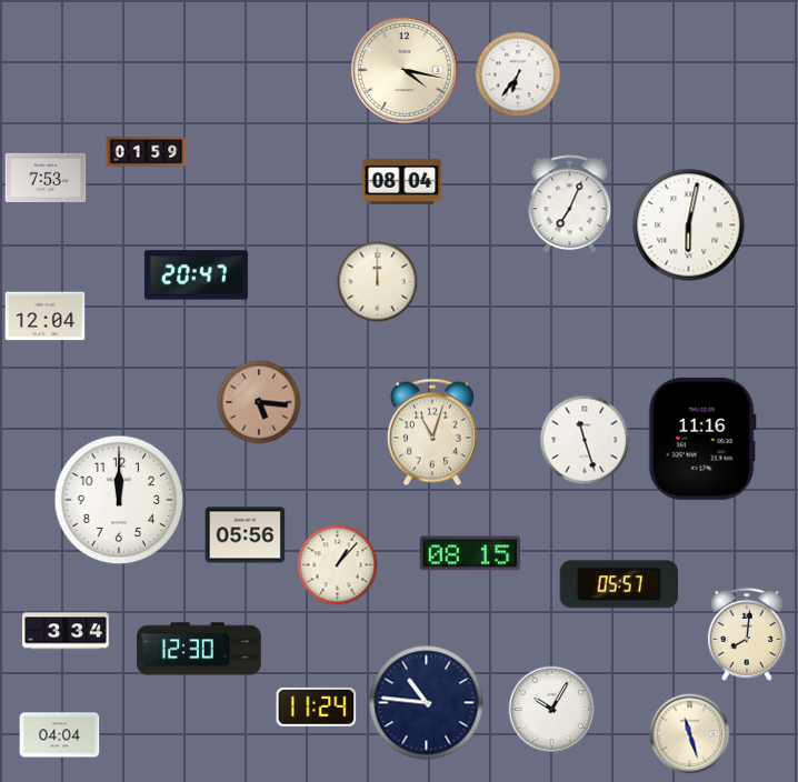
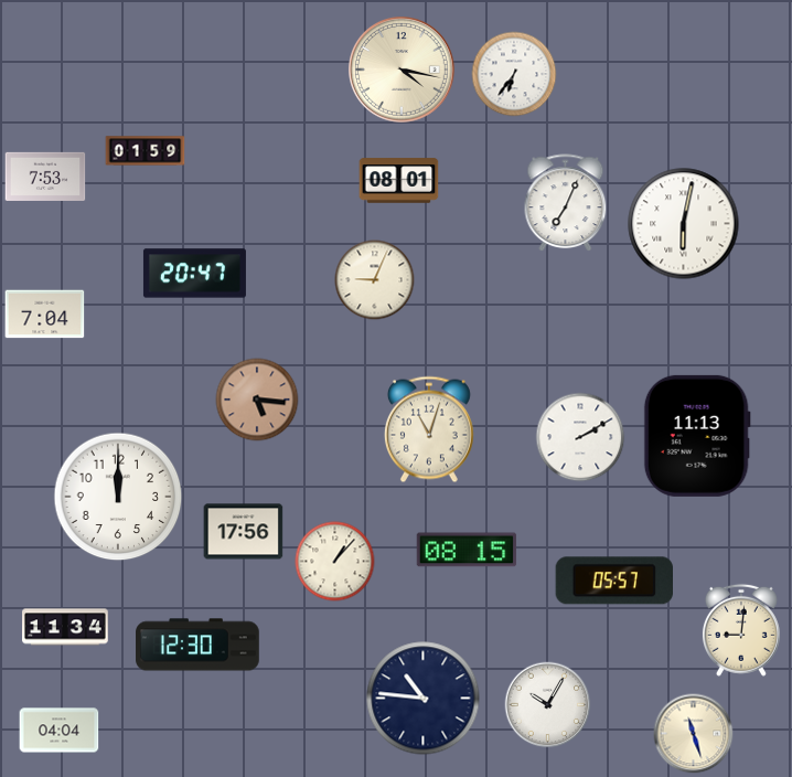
clock at (402, 182): 08:04 -> 08:01
clock at (378, 282): 12:00 -> 9:04
clock at (46, 317): 12:04 -> 7:04
clock at (702, 439): 11:16 -> 11:13
clock at (585, 440): 11:27 -> 2:10
clock at (246, 535): 05:56 -> 17:56
clock at (66, 631): 3:34 -> 11:34
clock at (747, 634): 8:01 -> 9:01
clock at (317, 706): 11:24 -> none
clock at (690, 734) position: (690, 734) -> (694, 734)
